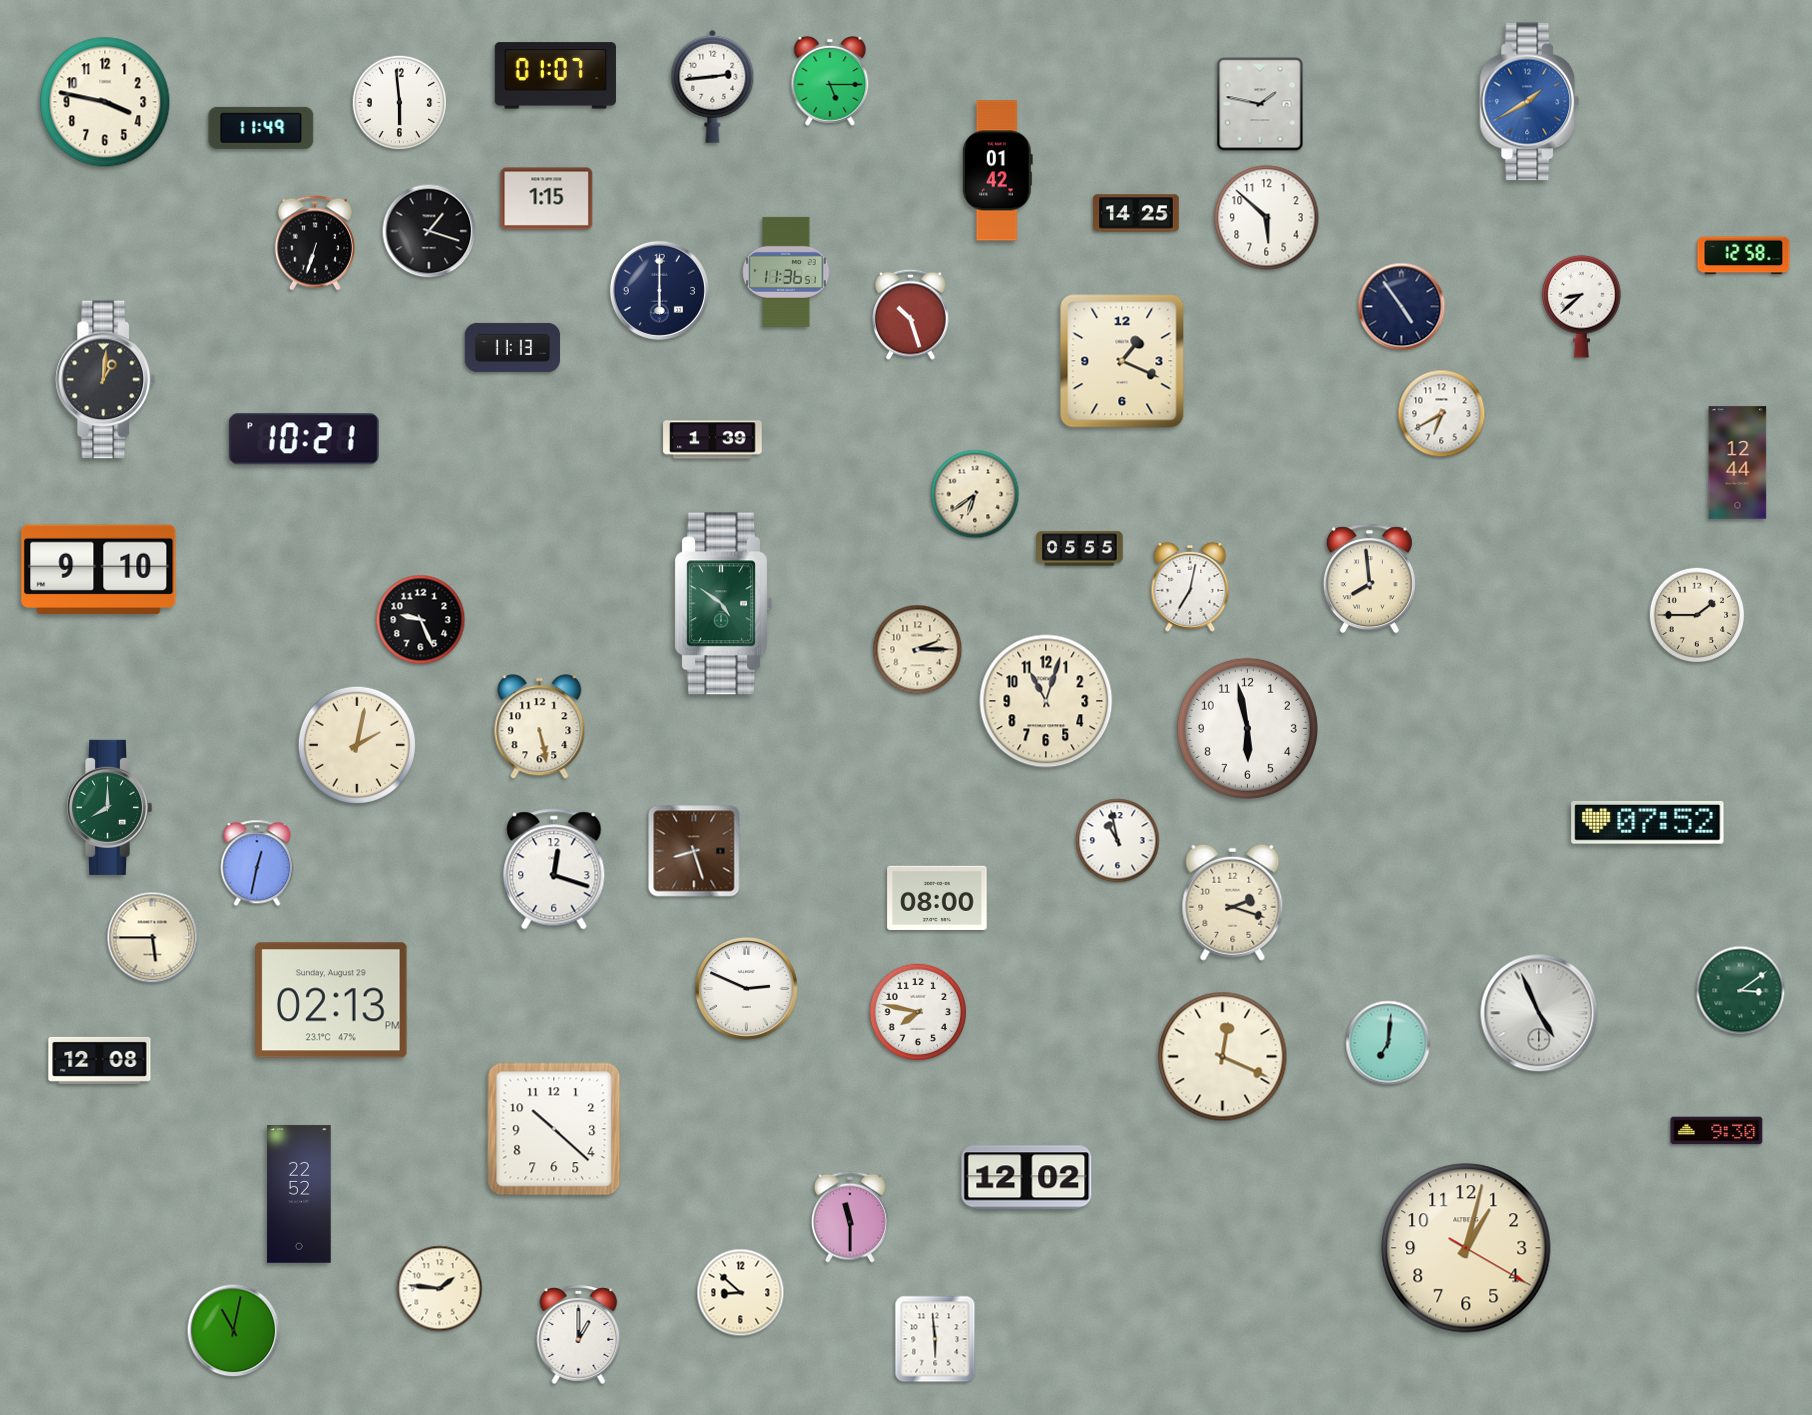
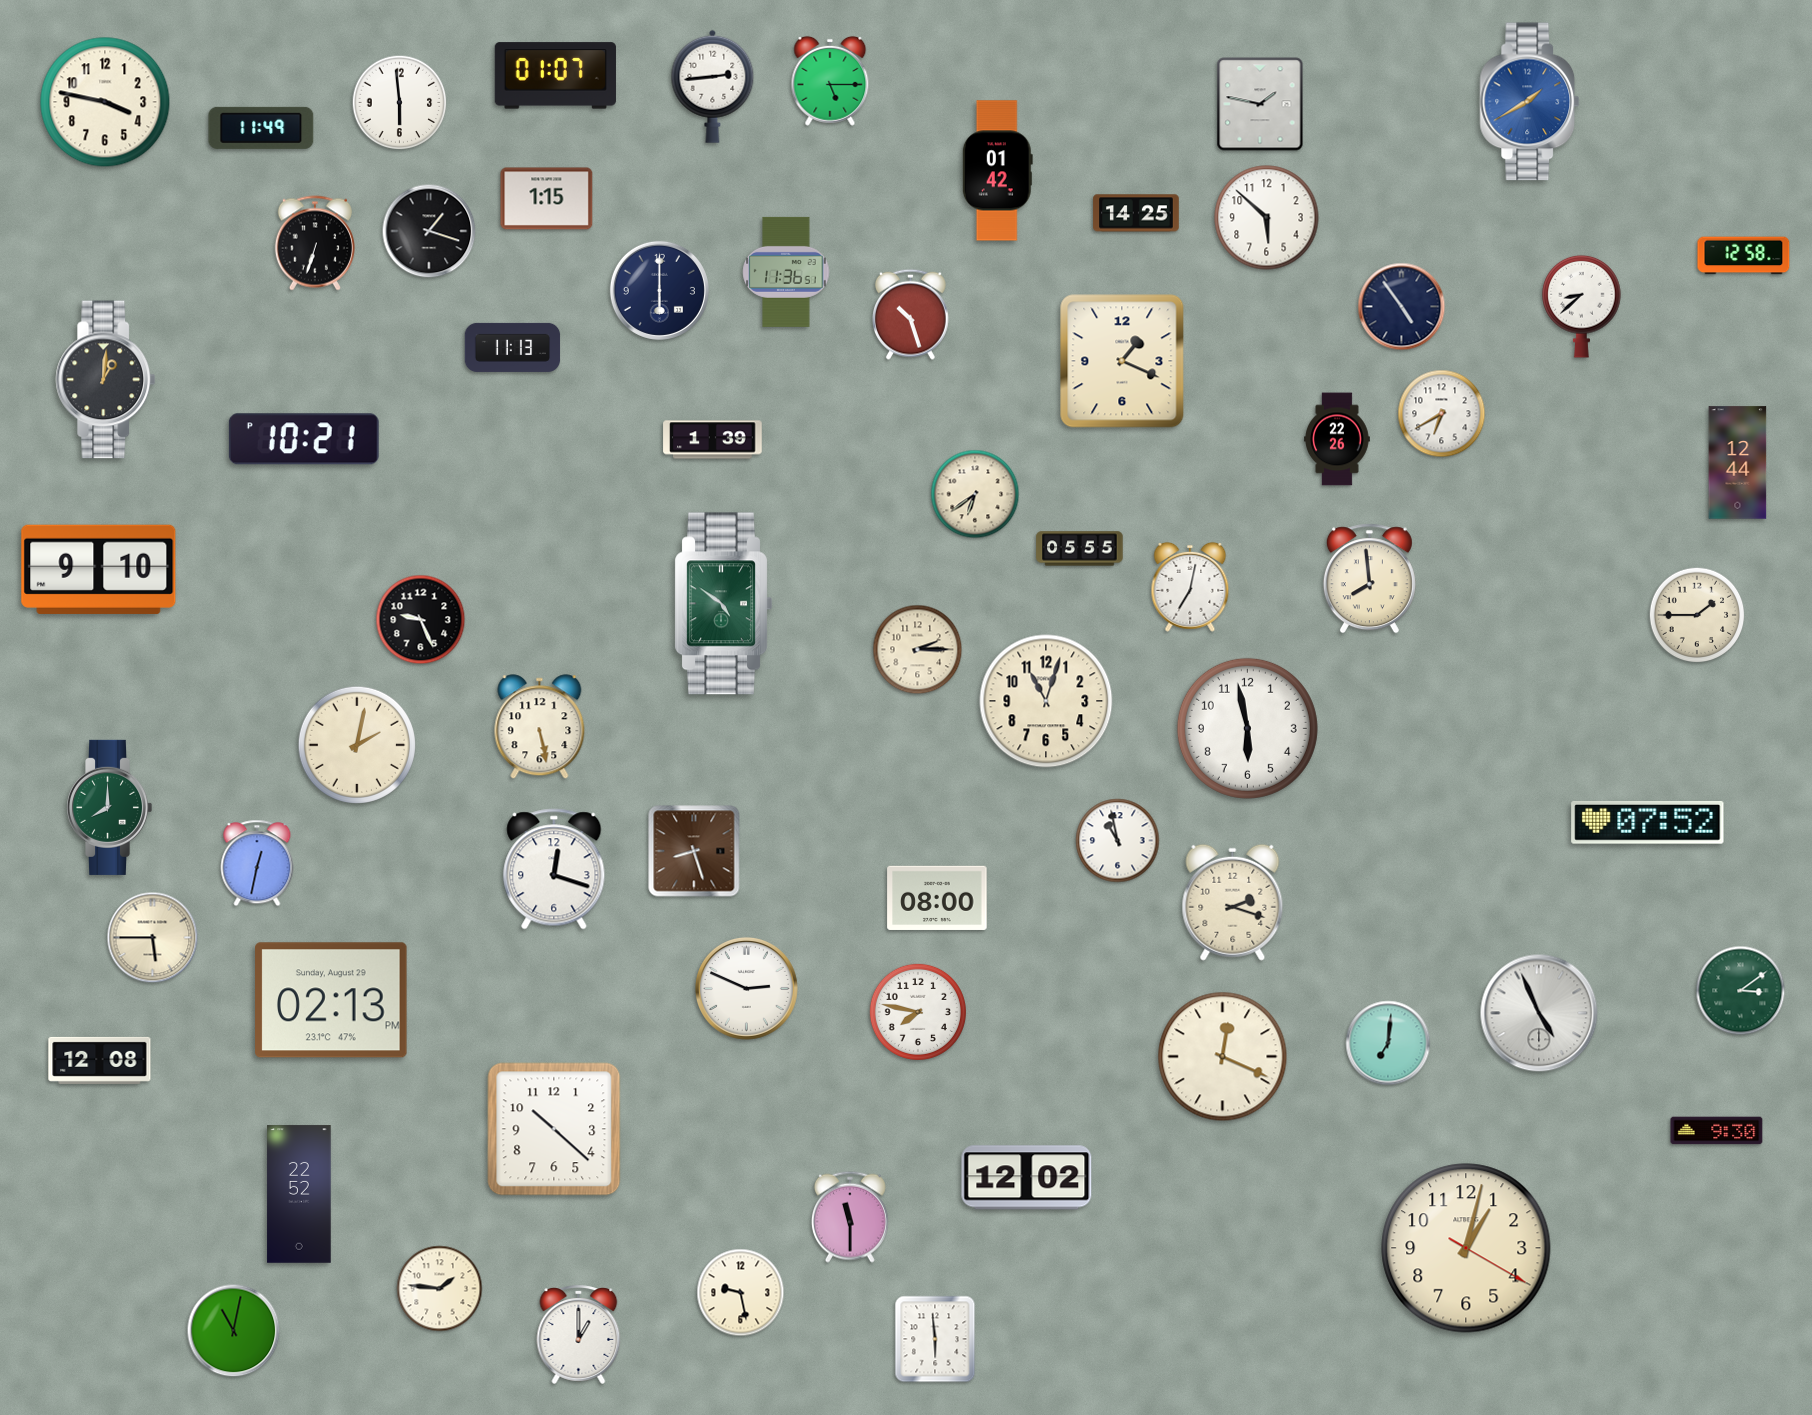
clock at (1338, 439): none -> 22:26
clock at (741, 1293): 8:52 -> 9:28
